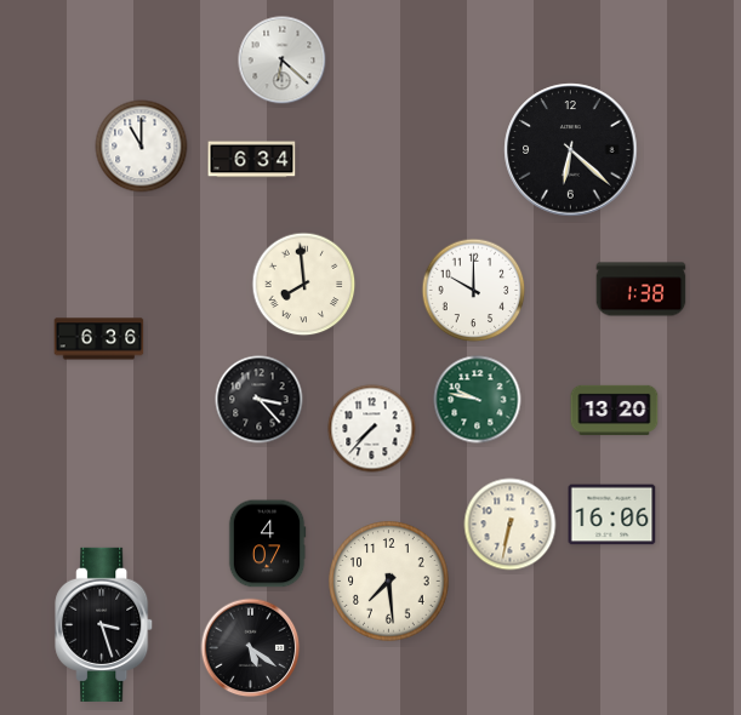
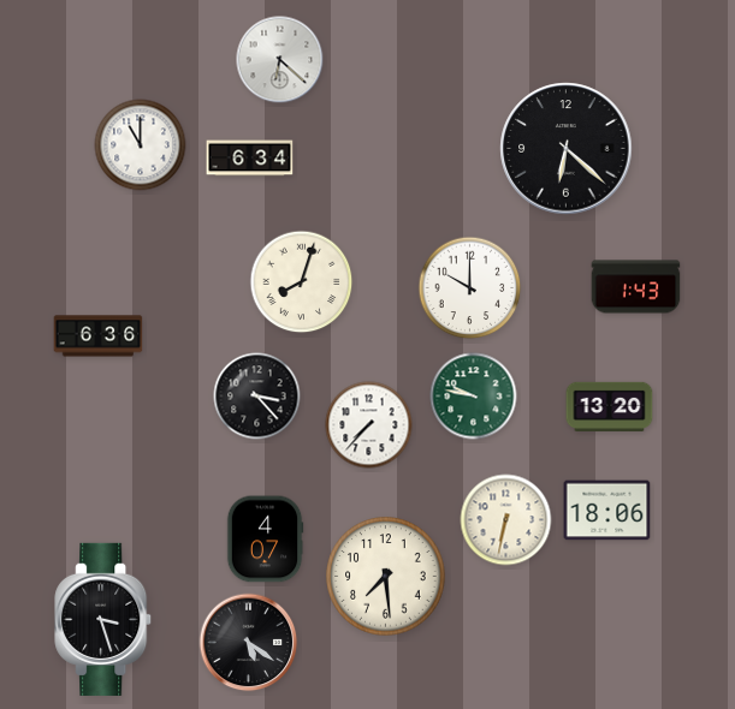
clock at (304, 285): 7:59 -> 8:03
clock at (642, 290): 1:38 -> 1:43
clock at (612, 515): 16:06 -> 18:06
